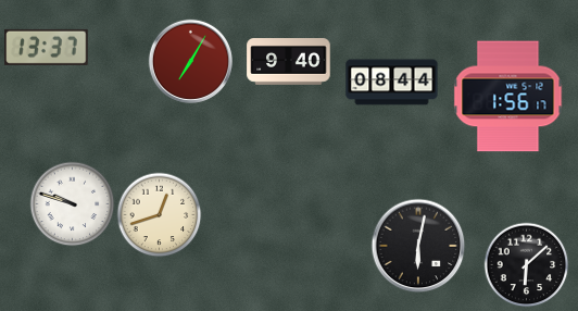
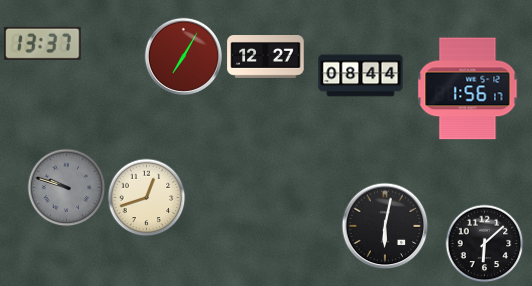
clock at (190, 61) position: (190, 61) -> (183, 56)
clock at (289, 62): 9:40 -> 12:27
clock at (72, 203) dial: white -> grey
